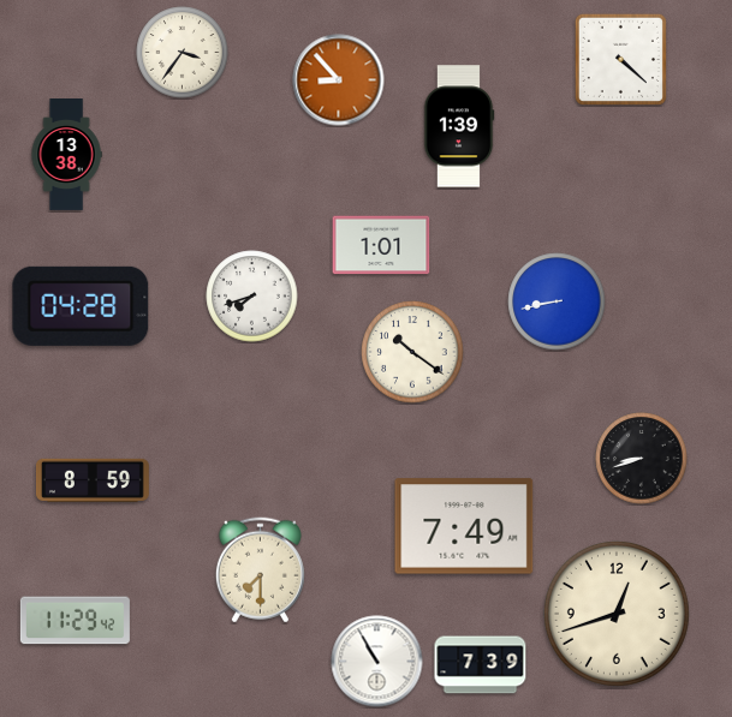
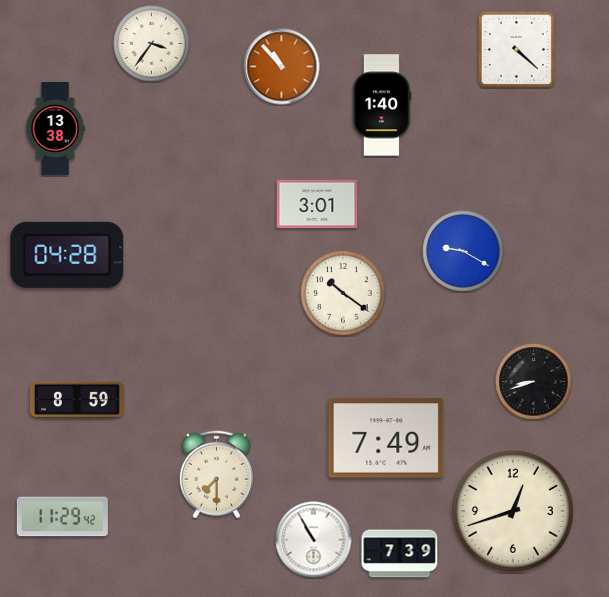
clock at (339, 80): 8:53 -> 10:53
clock at (459, 126): 1:39 -> 1:40
clock at (381, 245): 1:01 -> 3:01
clock at (252, 297): 7:42 -> none
clock at (557, 301): 8:43 -> 9:20
clock at (377, 662) position: (377, 662) -> (314, 540)
